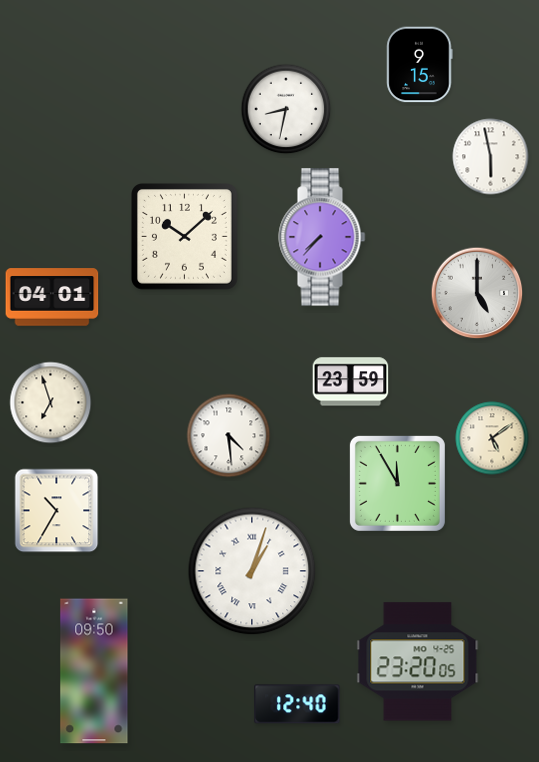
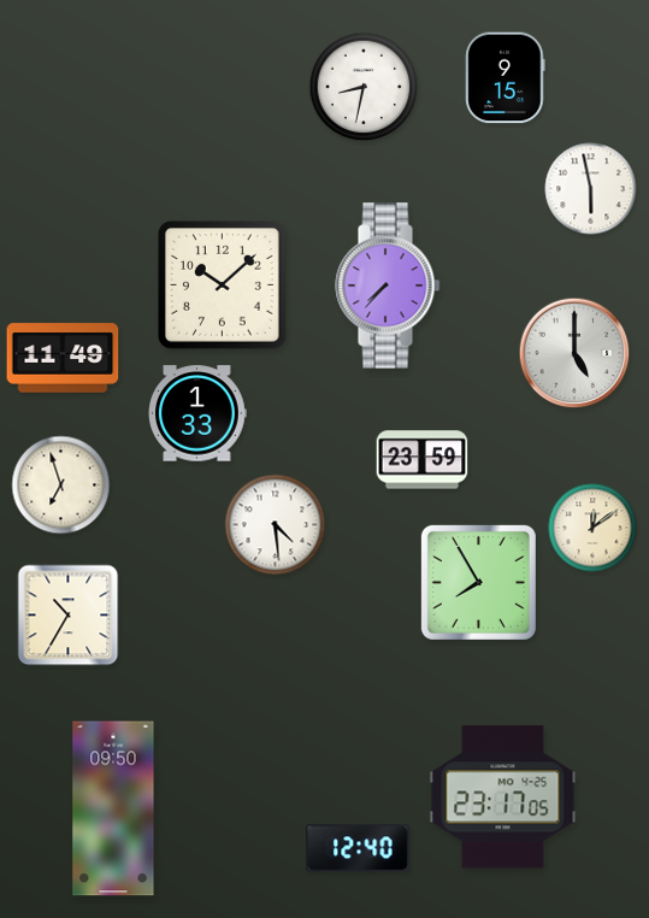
clock at (286, 109) position: (286, 109) -> (364, 87)
clock at (52, 297): 04:01 -> 11:49
clock at (197, 413): none -> 1:33
clock at (492, 438): 5:09 -> 12:09
clock at (397, 483): 11:55 -> 7:55
clock at (252, 571): 1:03 -> none
clock at (418, 662): 23:20 -> 23:17
